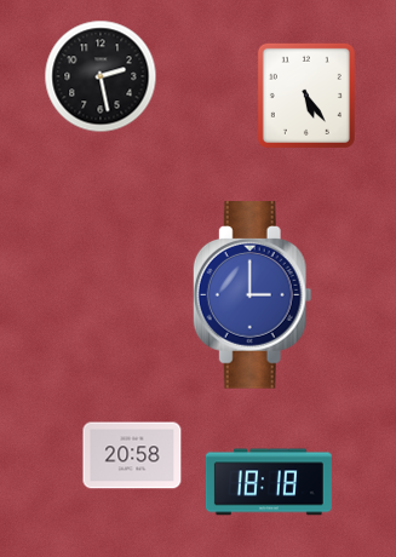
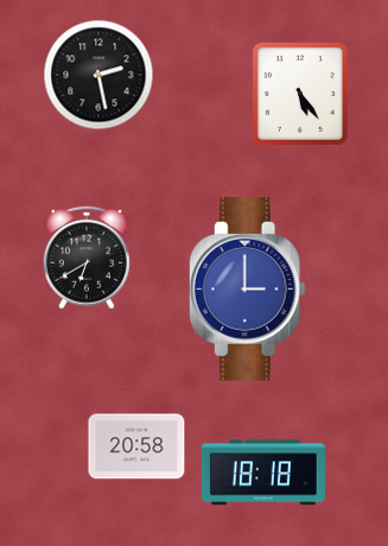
clock at (87, 258): none -> 6:40
clock at (132, 455) position: (132, 455) -> (136, 446)
